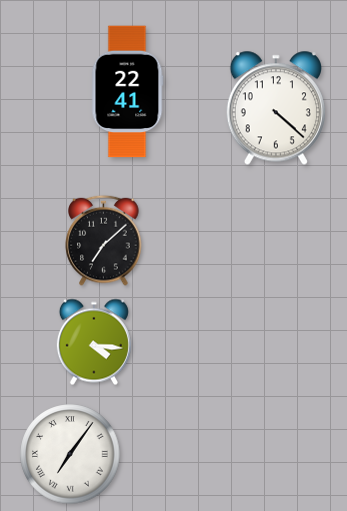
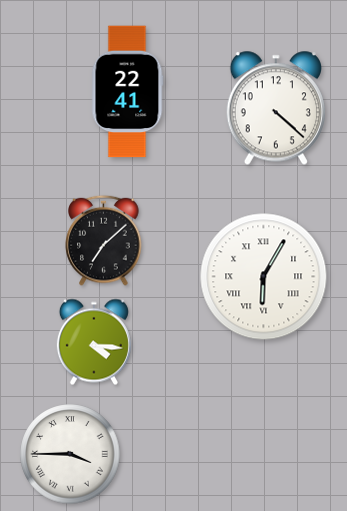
clock at (264, 277): none -> 6:05
clock at (70, 454): 7:06 -> 3:45
